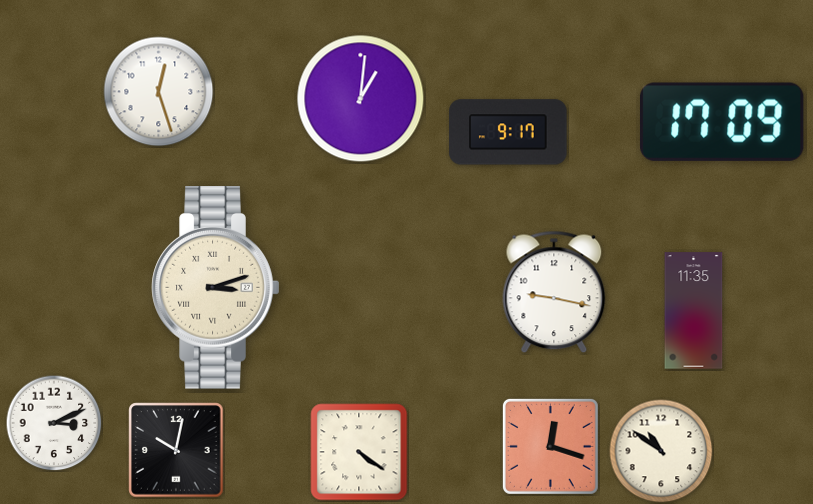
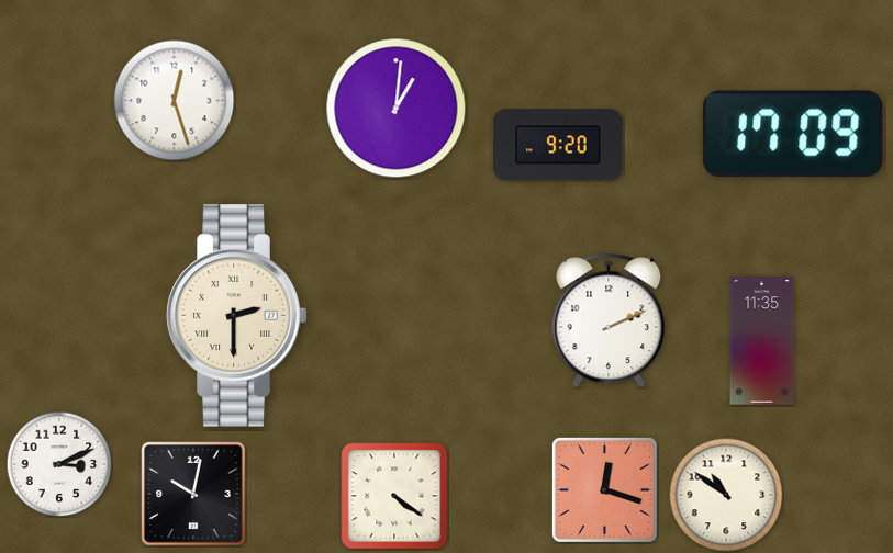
clock at (508, 132): 9:17 -> 9:20
clock at (216, 288): 3:12 -> 2:30
clock at (554, 292): 9:17 -> 2:11
